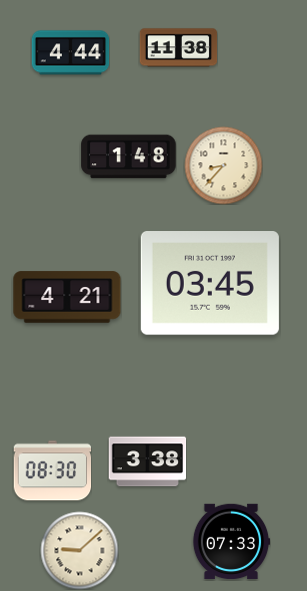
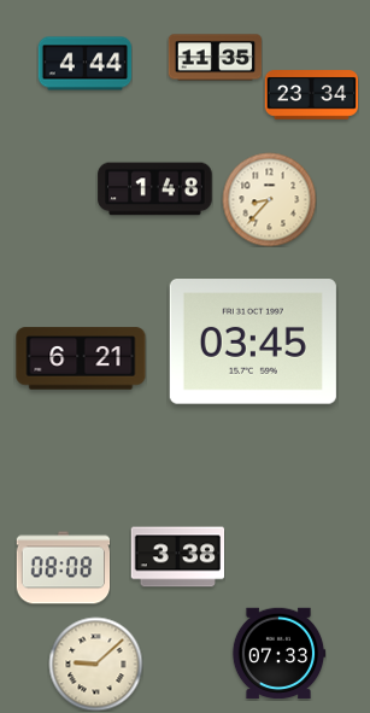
clock at (178, 48): 11:38 -> 11:35
clock at (311, 95): none -> 23:34
clock at (67, 297): 4:21 -> 6:21
clock at (52, 471): 08:30 -> 08:08
